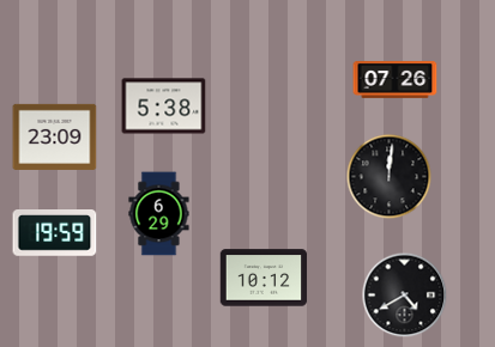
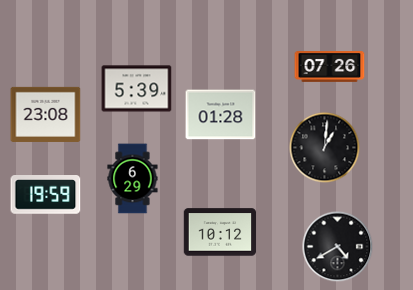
clock at (164, 106): 5:38 -> 5:39
clock at (55, 136): 23:09 -> 23:08
clock at (221, 115): none -> 01:28
clock at (390, 177): 12:01 -> 1:01
